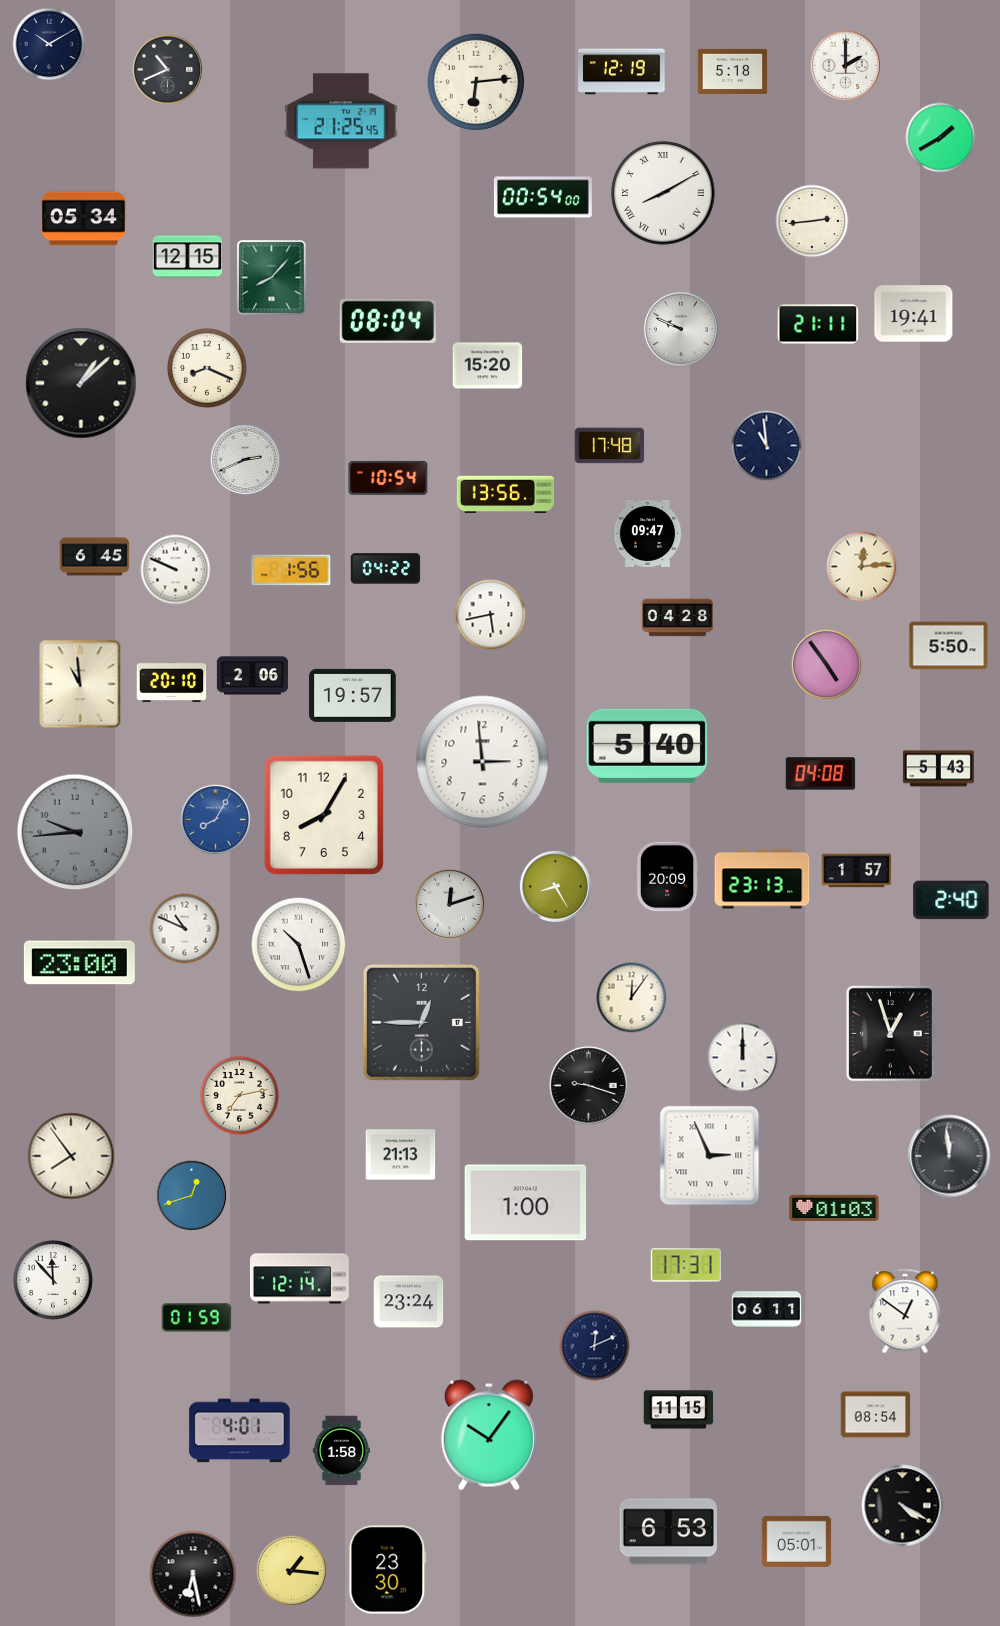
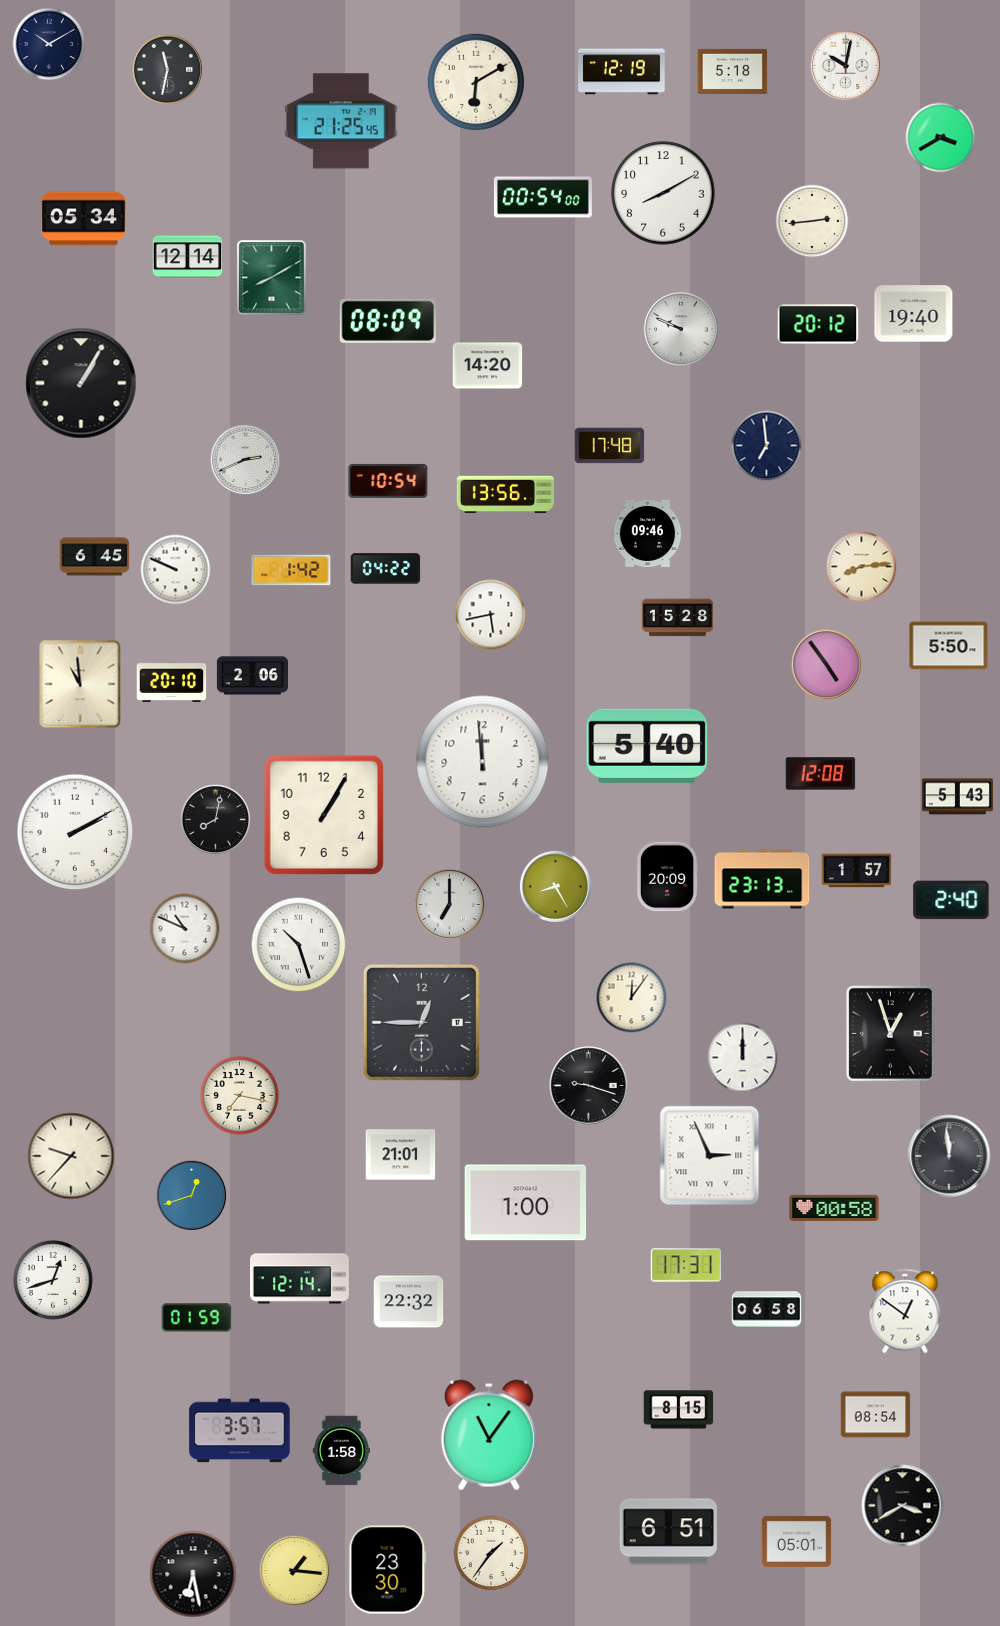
clock at (846, 66): 2:00 -> 10:02
clock at (168, 70): 10:41 -> 11:32
clock at (475, 81): 6:14 -> 6:10
clock at (941, 138): 1:40 -> 3:40
clock at (663, 193) numerals: Roman -> Arabic
clock at (188, 257): 12:15 -> 12:14
clock at (272, 278): 8:07 -> 8:10
clock at (914, 314): 19:41 -> 19:40
clock at (387, 321): 08:04 -> 08:09
clock at (818, 324): 21:11 -> 20:12
clock at (488, 366): 15:20 -> 14:20
clock at (208, 369): 8:19 -> none
clock at (81, 383): 1:08 -> 1:05
clock at (767, 446): 10:59 -> 6:59
clock at (388, 478) position: (388, 478) -> (388, 481)
clock at (648, 533): 09:47 -> 09:46
clock at (862, 567): 12:14 -> 8:14
clock at (291, 570): 1:56 -> 1:42
clock at (677, 618): 04:28 -> 15:28
clock at (353, 695): 19:57 -> none
clock at (483, 762): 2:59 -> 11:59
clock at (938, 769) position: (938, 769) -> (957, 797)
clock at (821, 774): 04:08 -> 12:08
clock at (323, 814): 8:05 -> 1:05
clock at (216, 820): 8:05 -> 8:02
clock at (216, 820) dial: blue -> black
clock at (75, 832): 9:44 -> 2:10
clock at (75, 832) dial: grey -> white
clock at (450, 905): 12:12 -> 7:00
clock at (79, 963): 23:00 -> none
clock at (239, 1095): 7:13 -> 7:17
clock at (401, 1155): 21:13 -> 21:01
clock at (71, 1156): 7:54 -> 9:37
clock at (834, 1207): 01:03 -> 00:58
clock at (54, 1281): 11:53 -> 12:42
clock at (409, 1302): 23:24 -> 22:32
clock at (767, 1310): 06:11 -> 06:58
clock at (595, 1346): 12:11 -> none
clock at (679, 1410): 11:15 -> 8:15
clock at (240, 1431): 4:01 -> 3:57
clock at (489, 1435): 10:06 -> 11:06
clock at (903, 1506): 4:20 -> 3:40
clock at (668, 1532): 6:53 -> 6:51
clock at (491, 1553): none -> 1:36
clock at (292, 1571) position: (292, 1571) -> (295, 1571)
